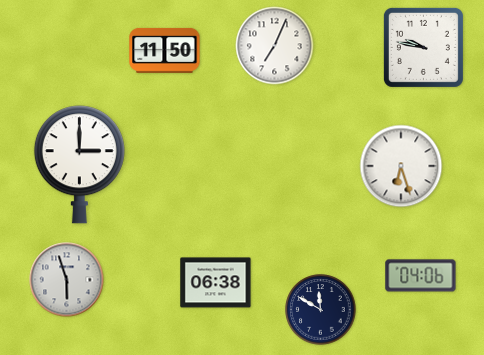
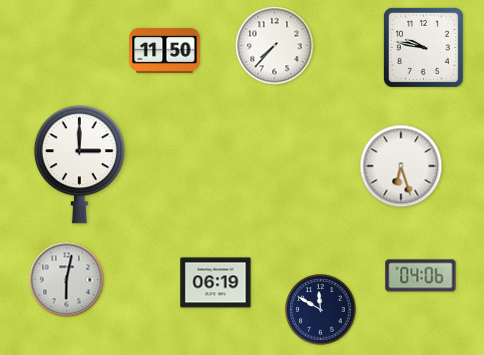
clock at (275, 46): 7:04 -> 7:37
clock at (67, 280): 5:57 -> 6:02
clock at (216, 283): 06:38 -> 06:19
